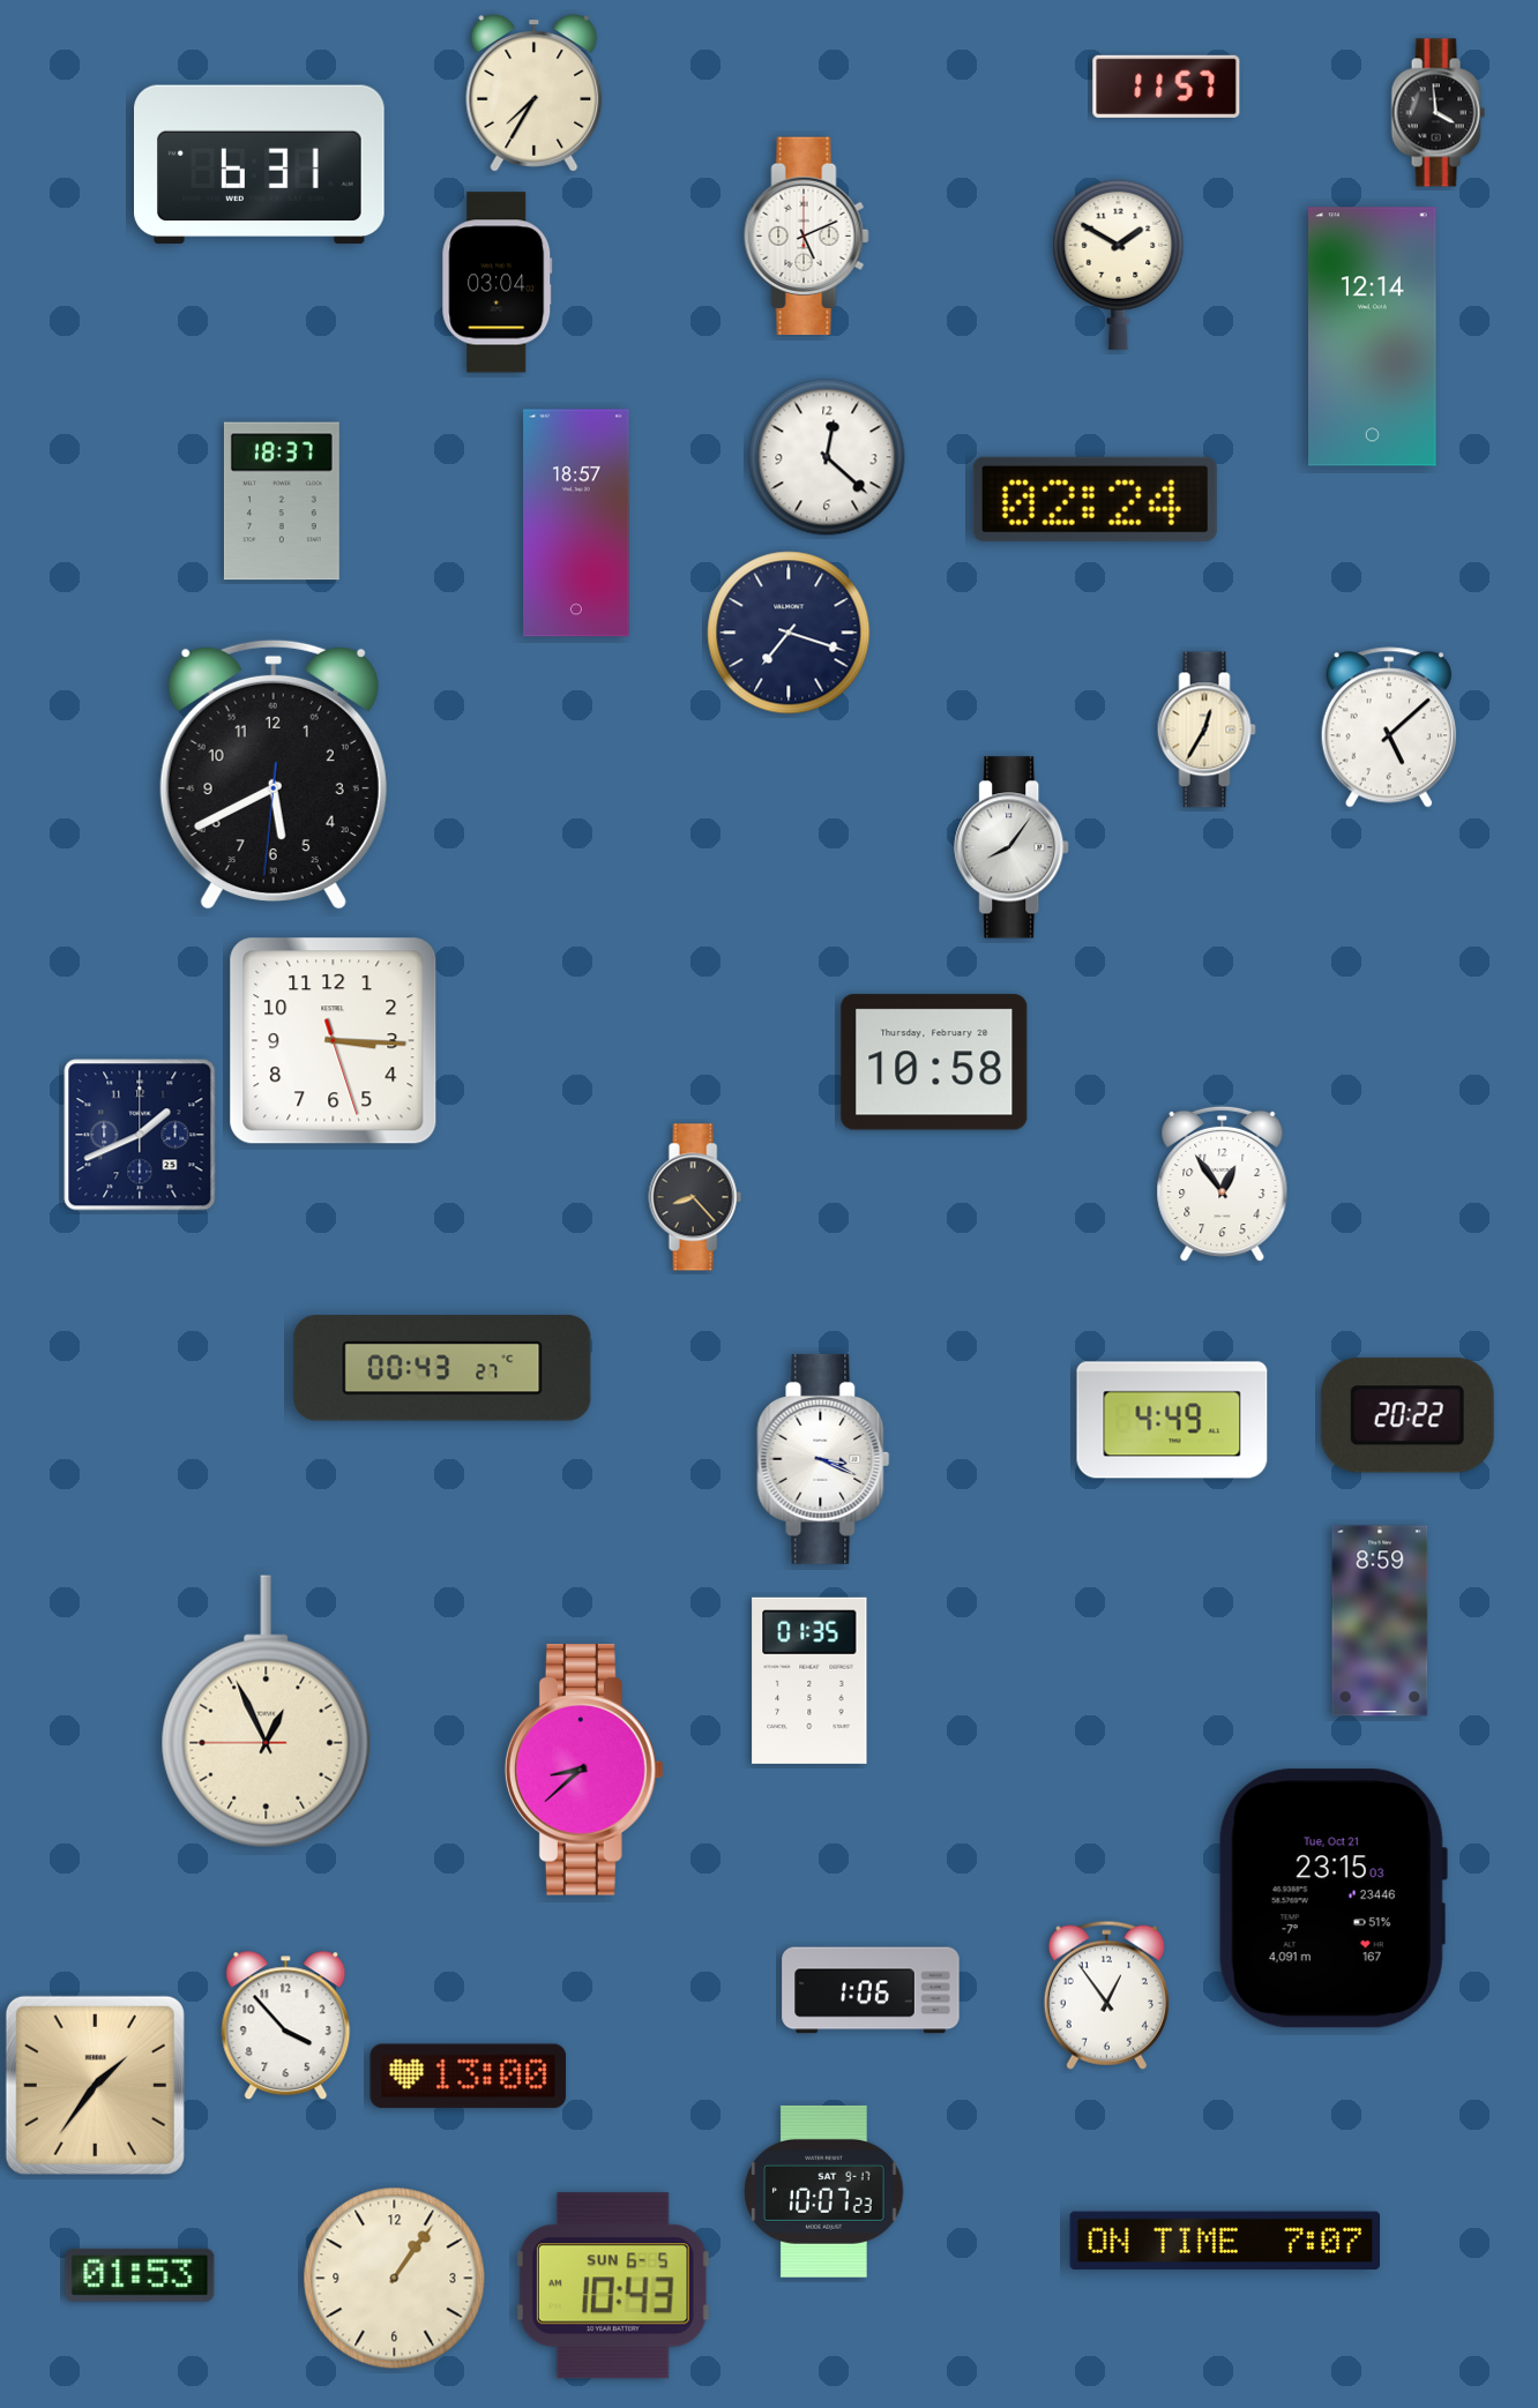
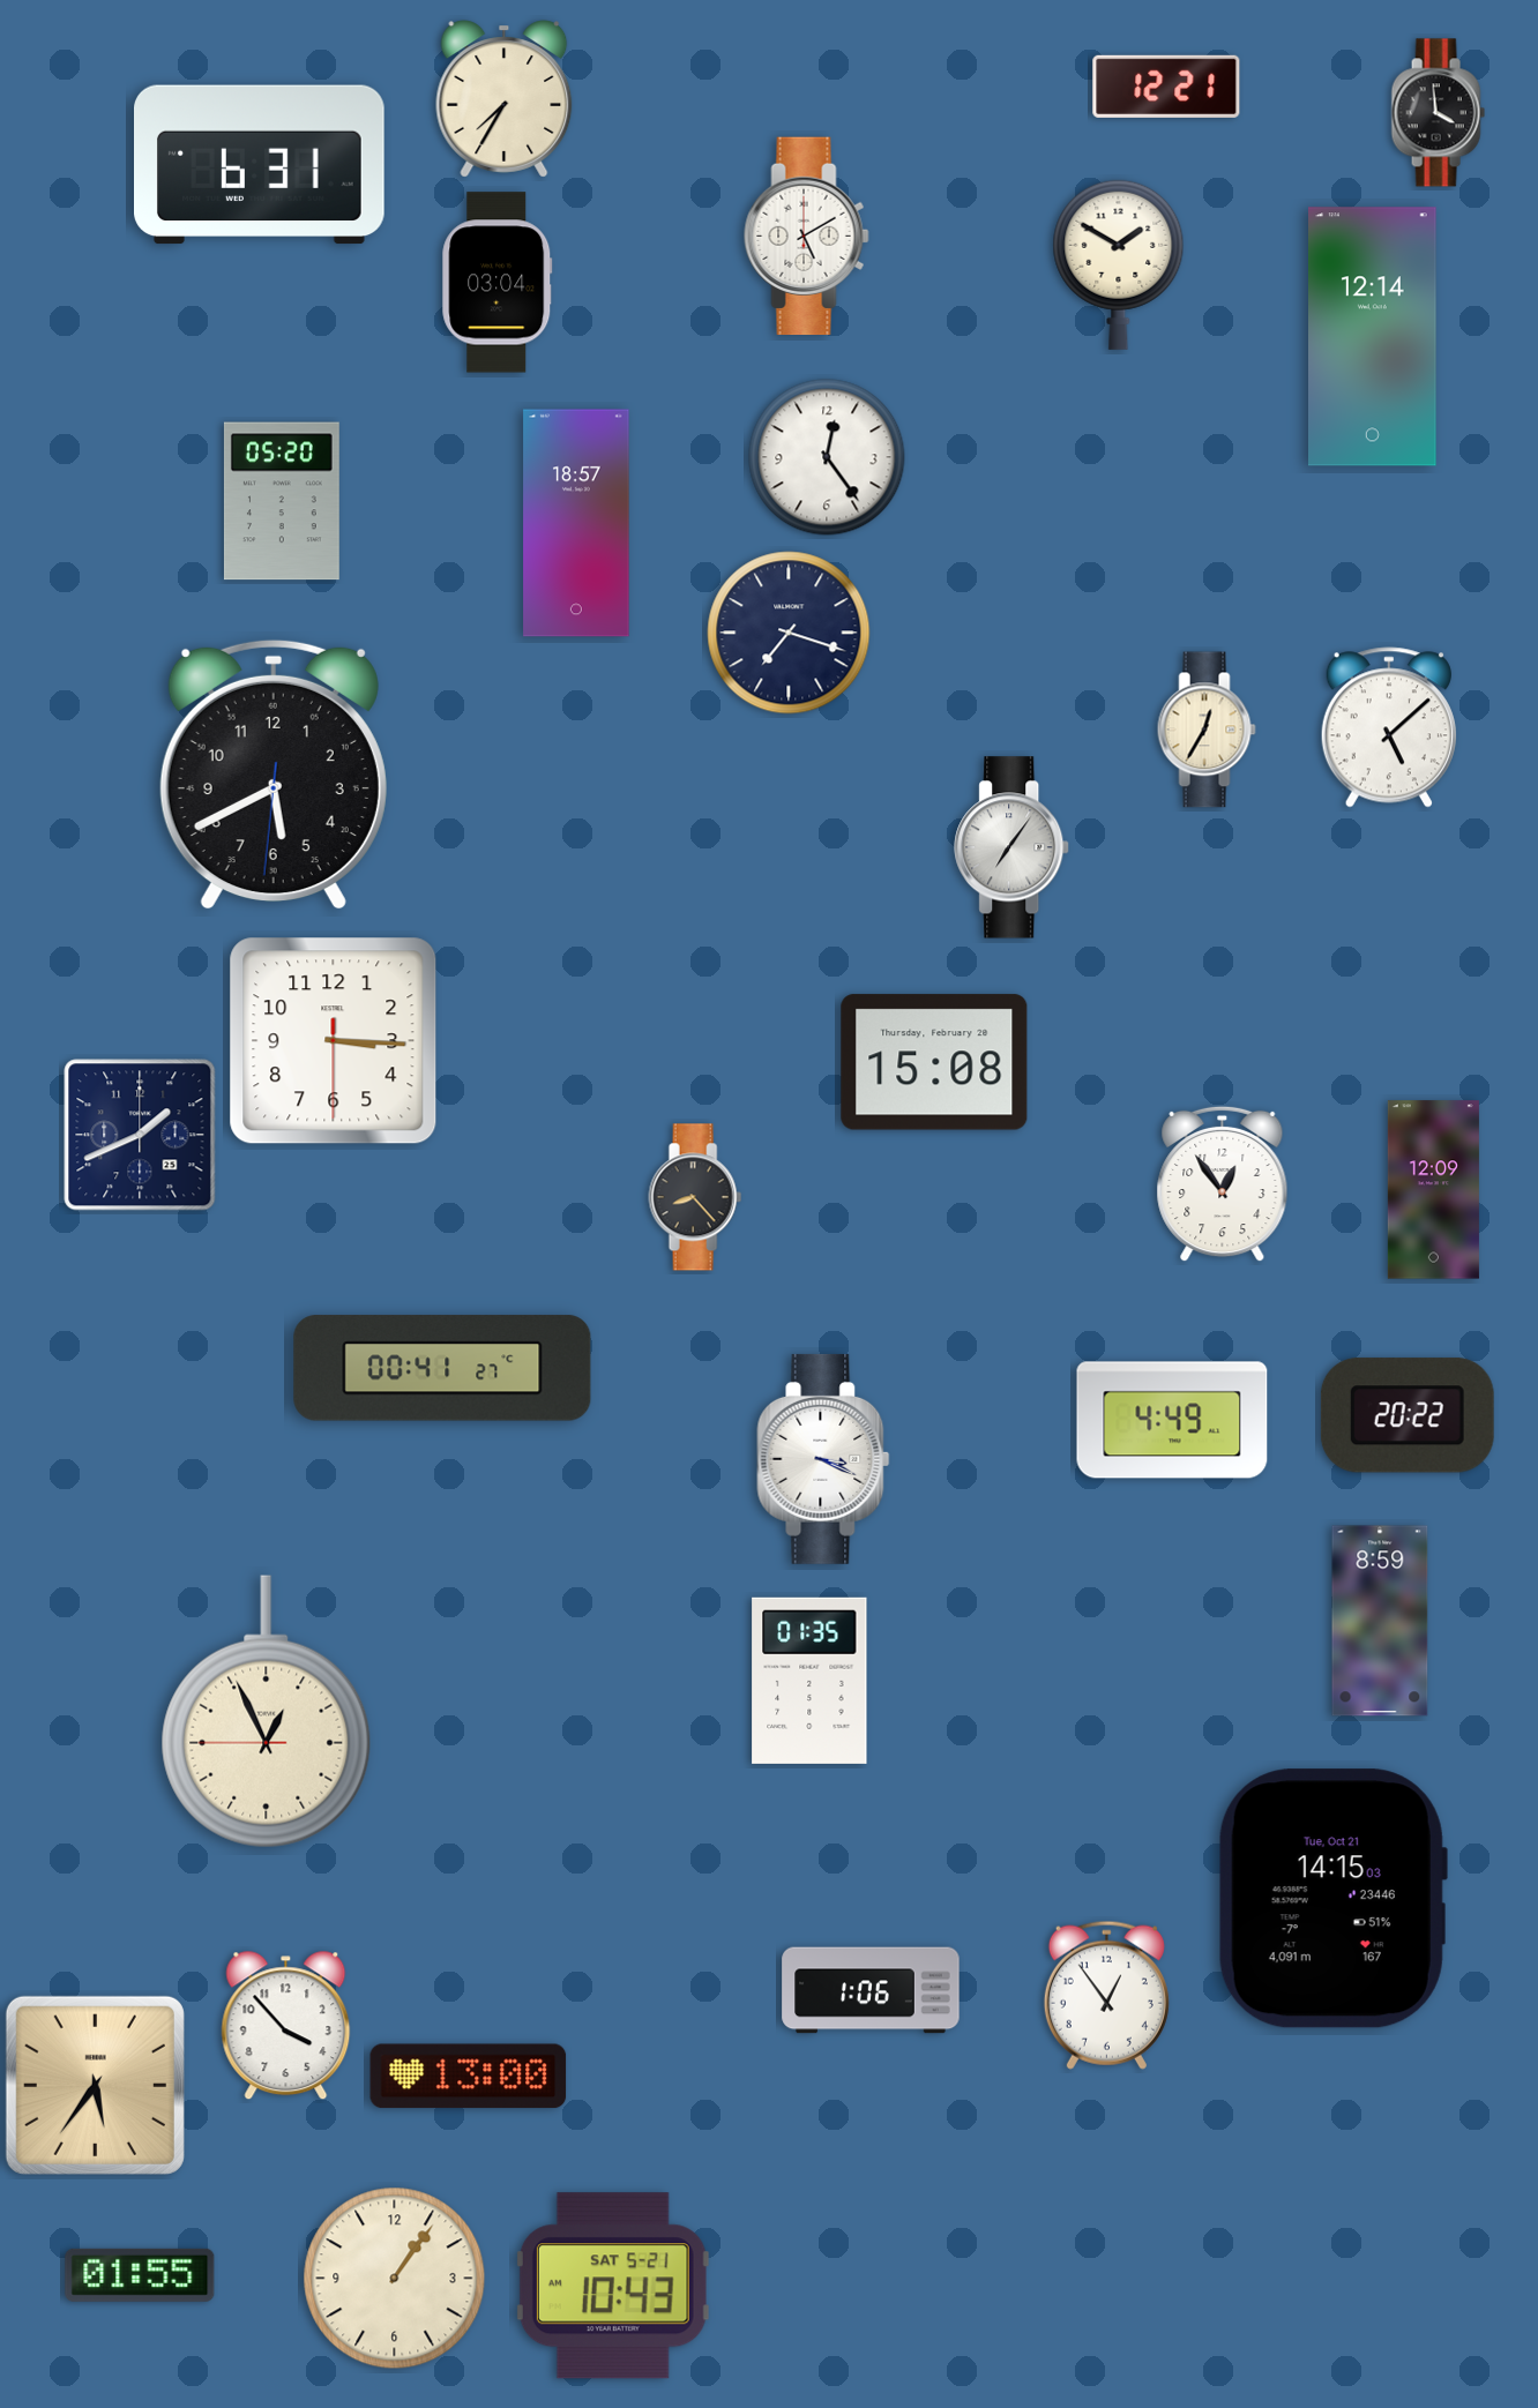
clock at (1166, 87): 11:57 -> 12:21
clock at (535, 94) position: (535, 94) -> (505, 99)
clock at (807, 237): 5:11 -> 5:10
clock at (827, 457): 12:22 -> 12:24
clock at (1095, 499): 02:24 -> none
clock at (282, 501): 18:37 -> 05:20
clock at (1013, 847): 8:06 -> 7:06
clock at (334, 1041): 3:15:27 -> 3:15:30
clock at (934, 1062): 10:58 -> 15:08
clock at (1433, 1190): none -> 12:09
clock at (442, 1368): 00:43 -> 00:41
clock at (584, 1771): 8:38 -> none
clock at (1332, 1899): 23:15 -> 14:15
clock at (95, 2085): 1:36 -> 5:36
clock at (824, 2191): 10:07 -> none
clock at (1224, 2239): 7:07 -> none
clock at (140, 2275): 01:53 -> 01:55
clock at (613, 2286) date: SUN 6-5 -> SAT 5-21
